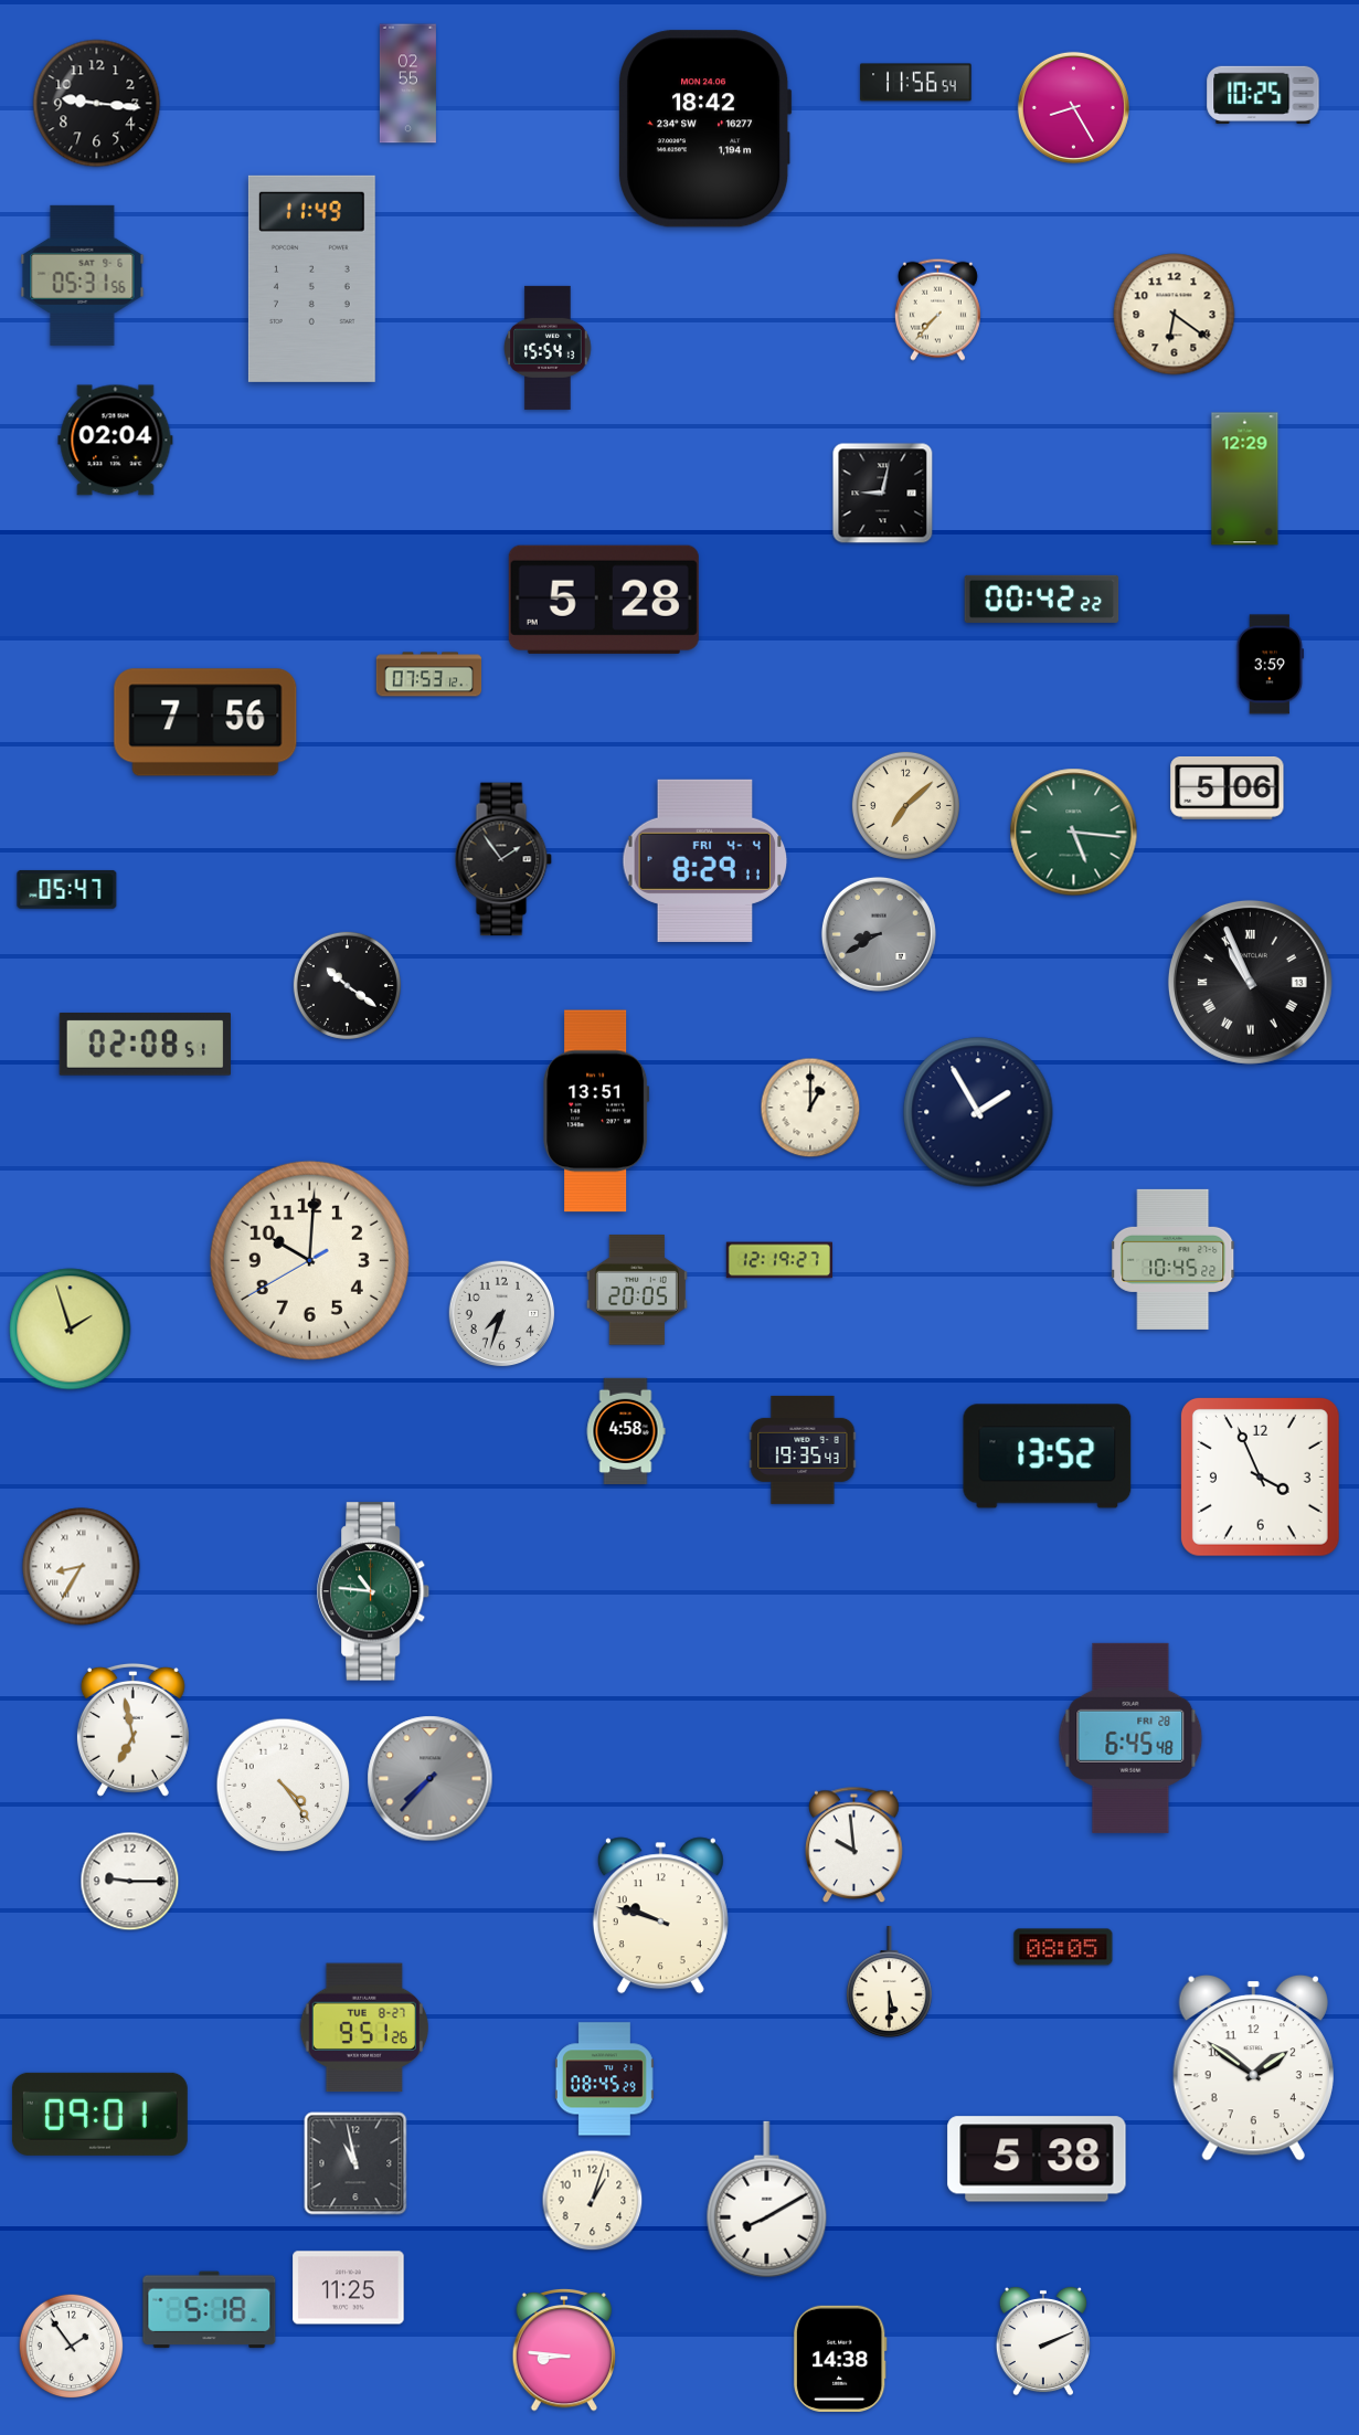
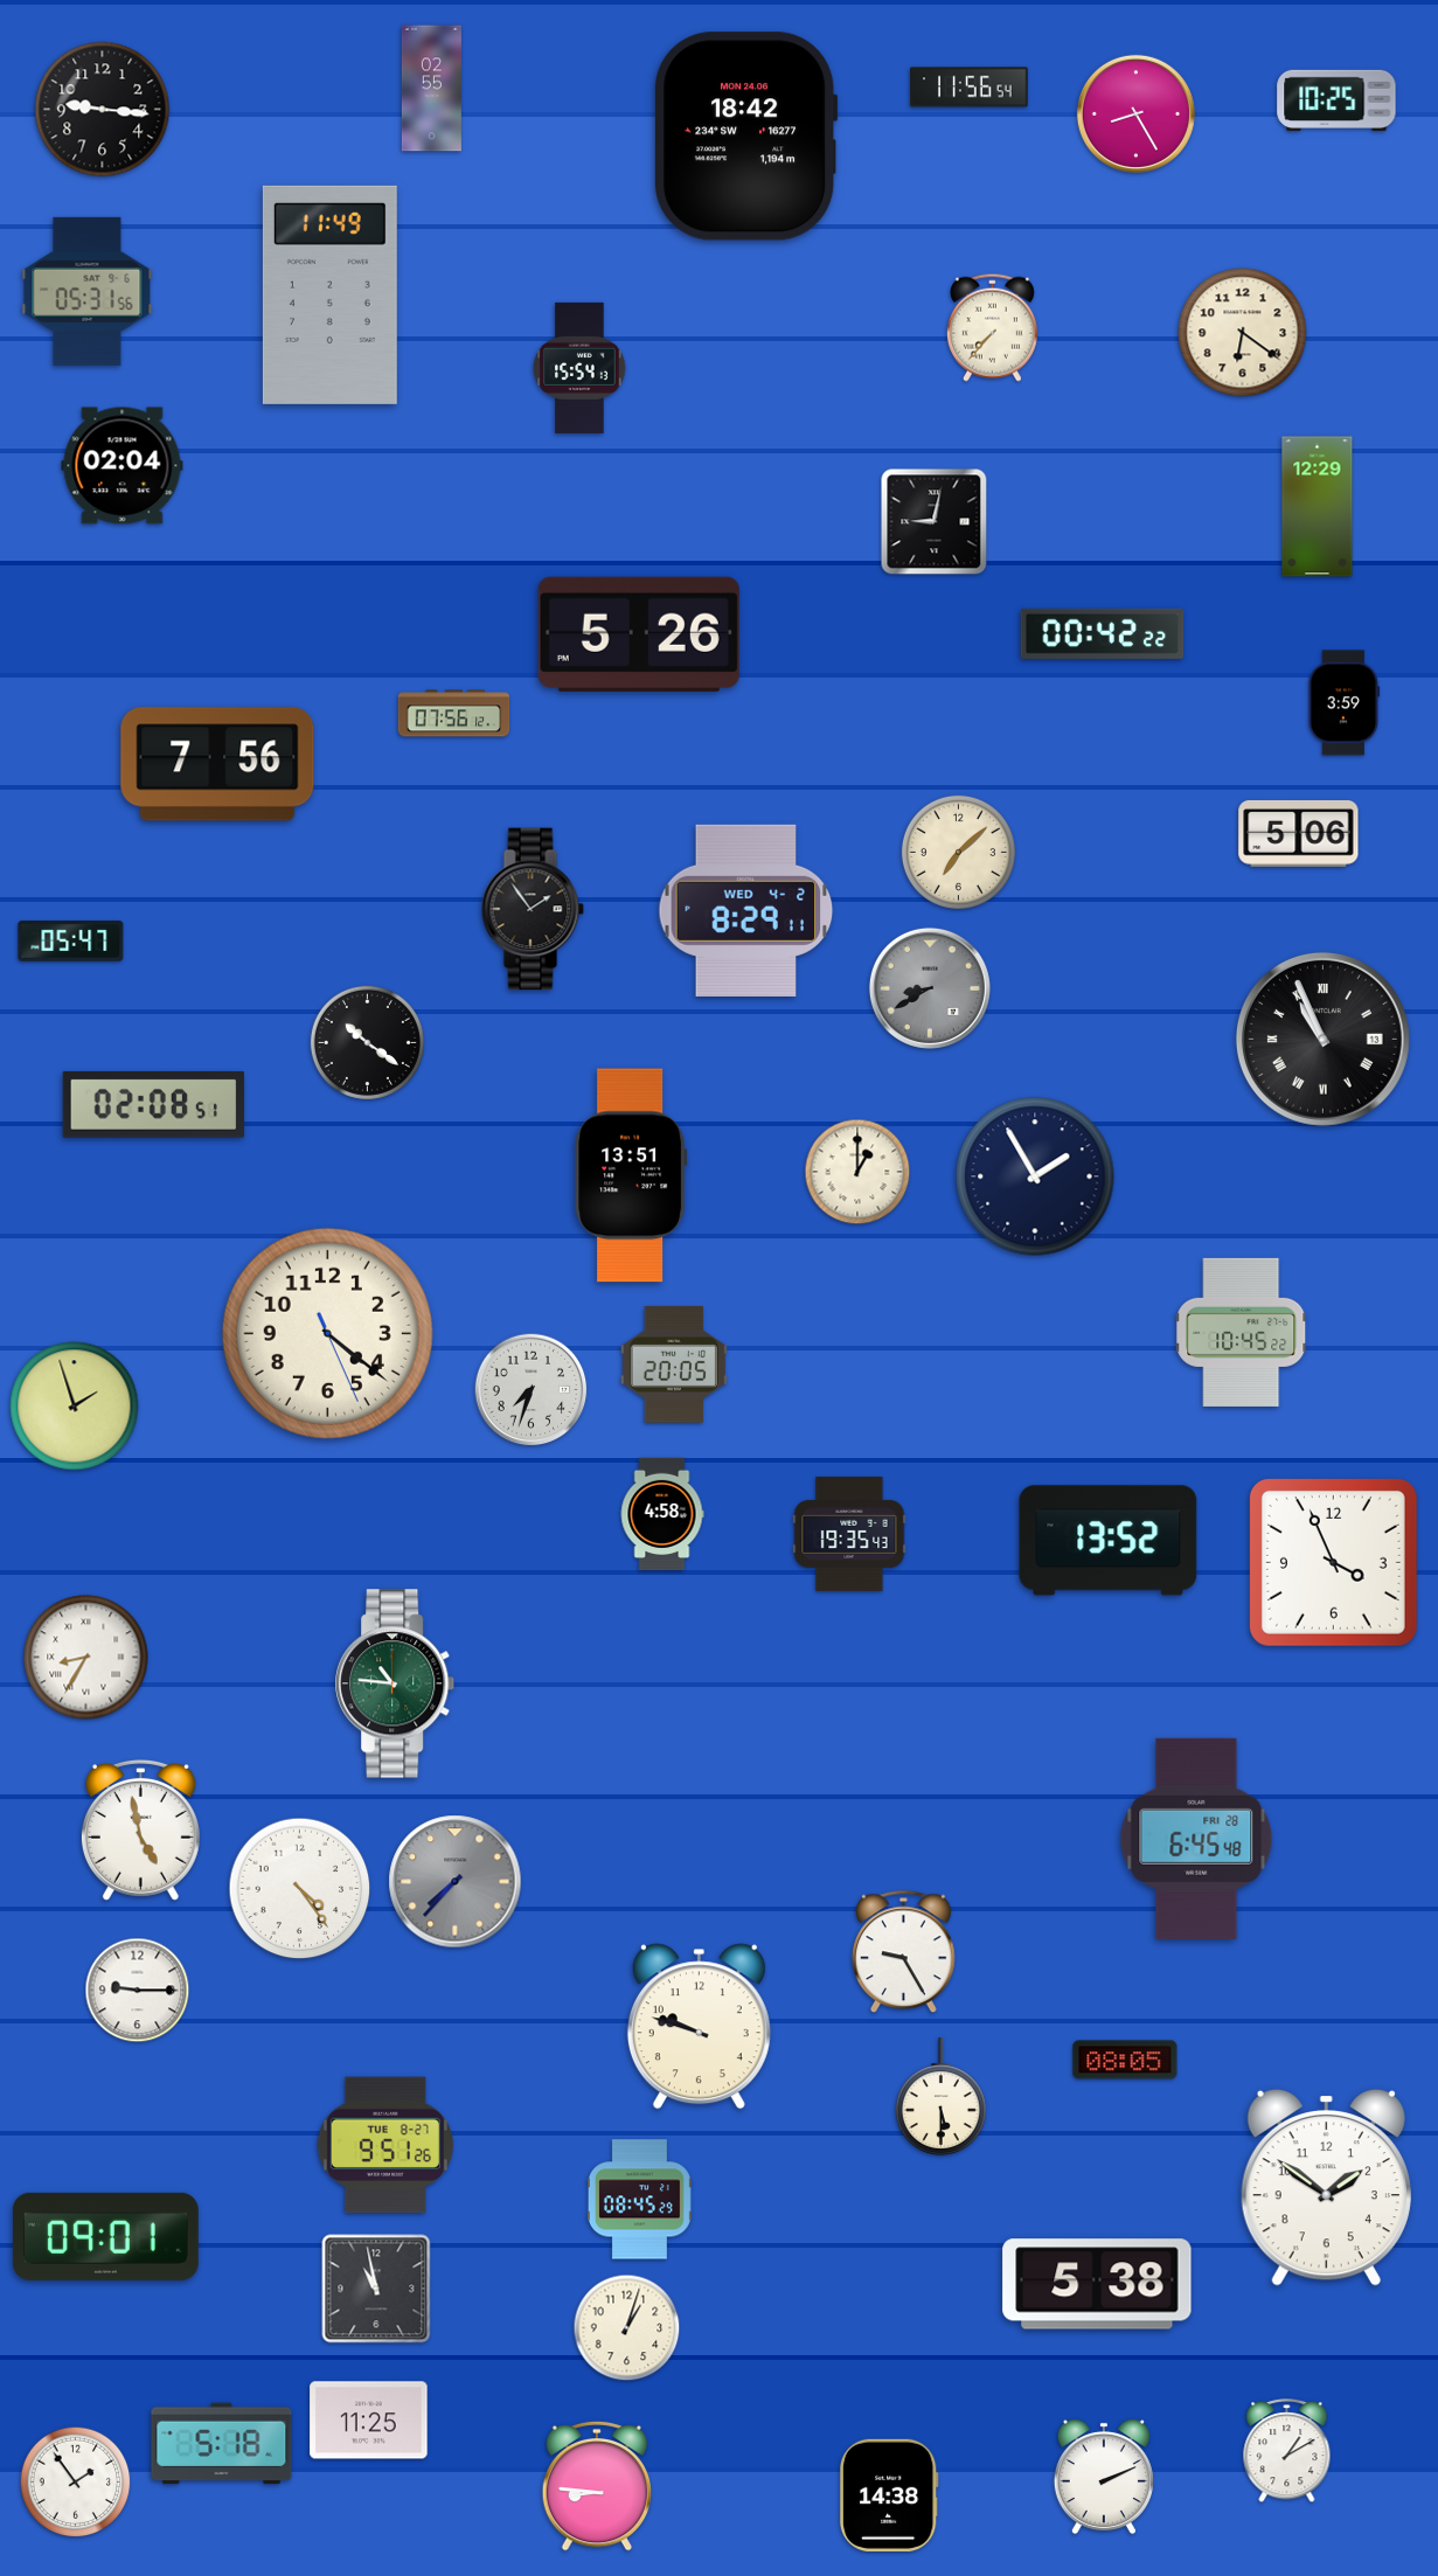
clock at (604, 600): 5:28 -> 5:26
clock at (429, 675): 07:53 -> 07:56
clock at (1074, 833): 5:16 -> none
clock at (705, 860) date: FRI 4-4 -> WED 4-2
clock at (309, 1260): 10:00 -> 4:21
clock at (778, 1260): 12:19 -> none
clock at (132, 1729): 6:58 -> 4:58
clock at (854, 1845): 9:59 -> 9:25
clock at (767, 2200): 8:10 -> none
clock at (1287, 2451): none -> 1:10
